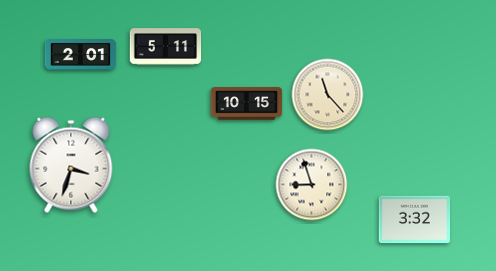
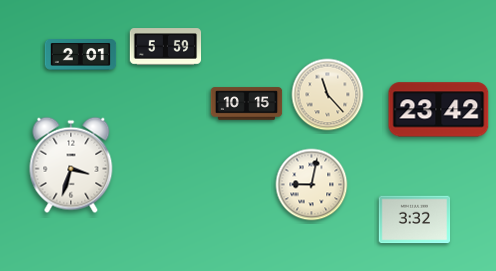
clock at (166, 47): 5:11 -> 5:59
clock at (439, 110): none -> 23:42
clock at (312, 185): 8:57 -> 9:02
